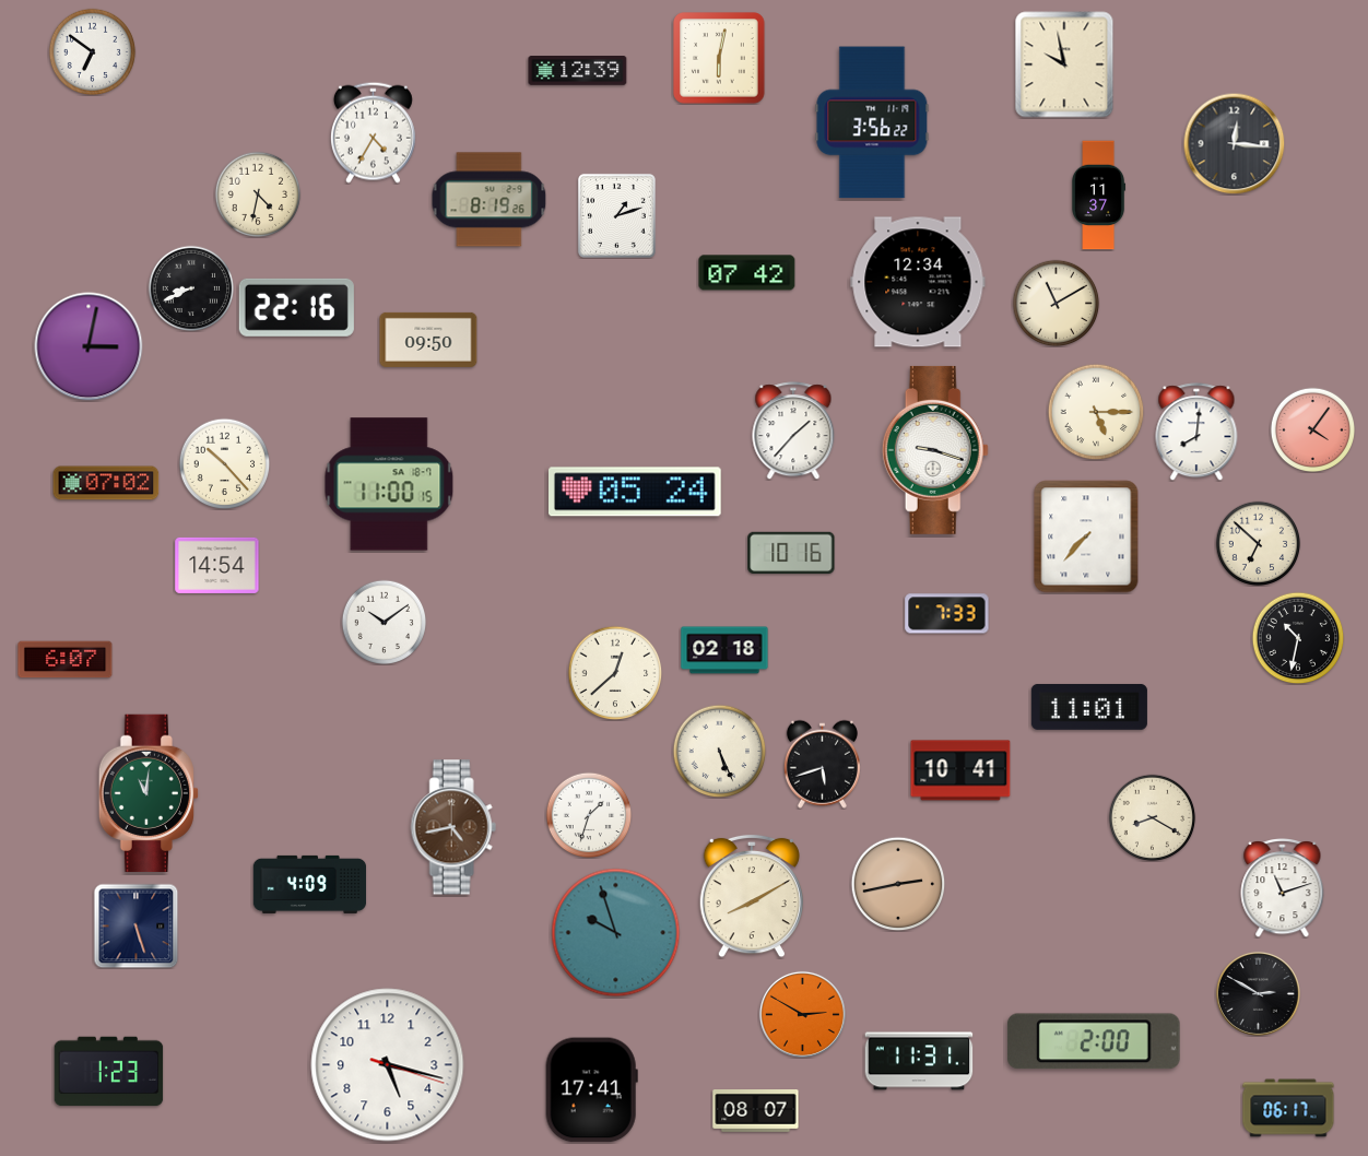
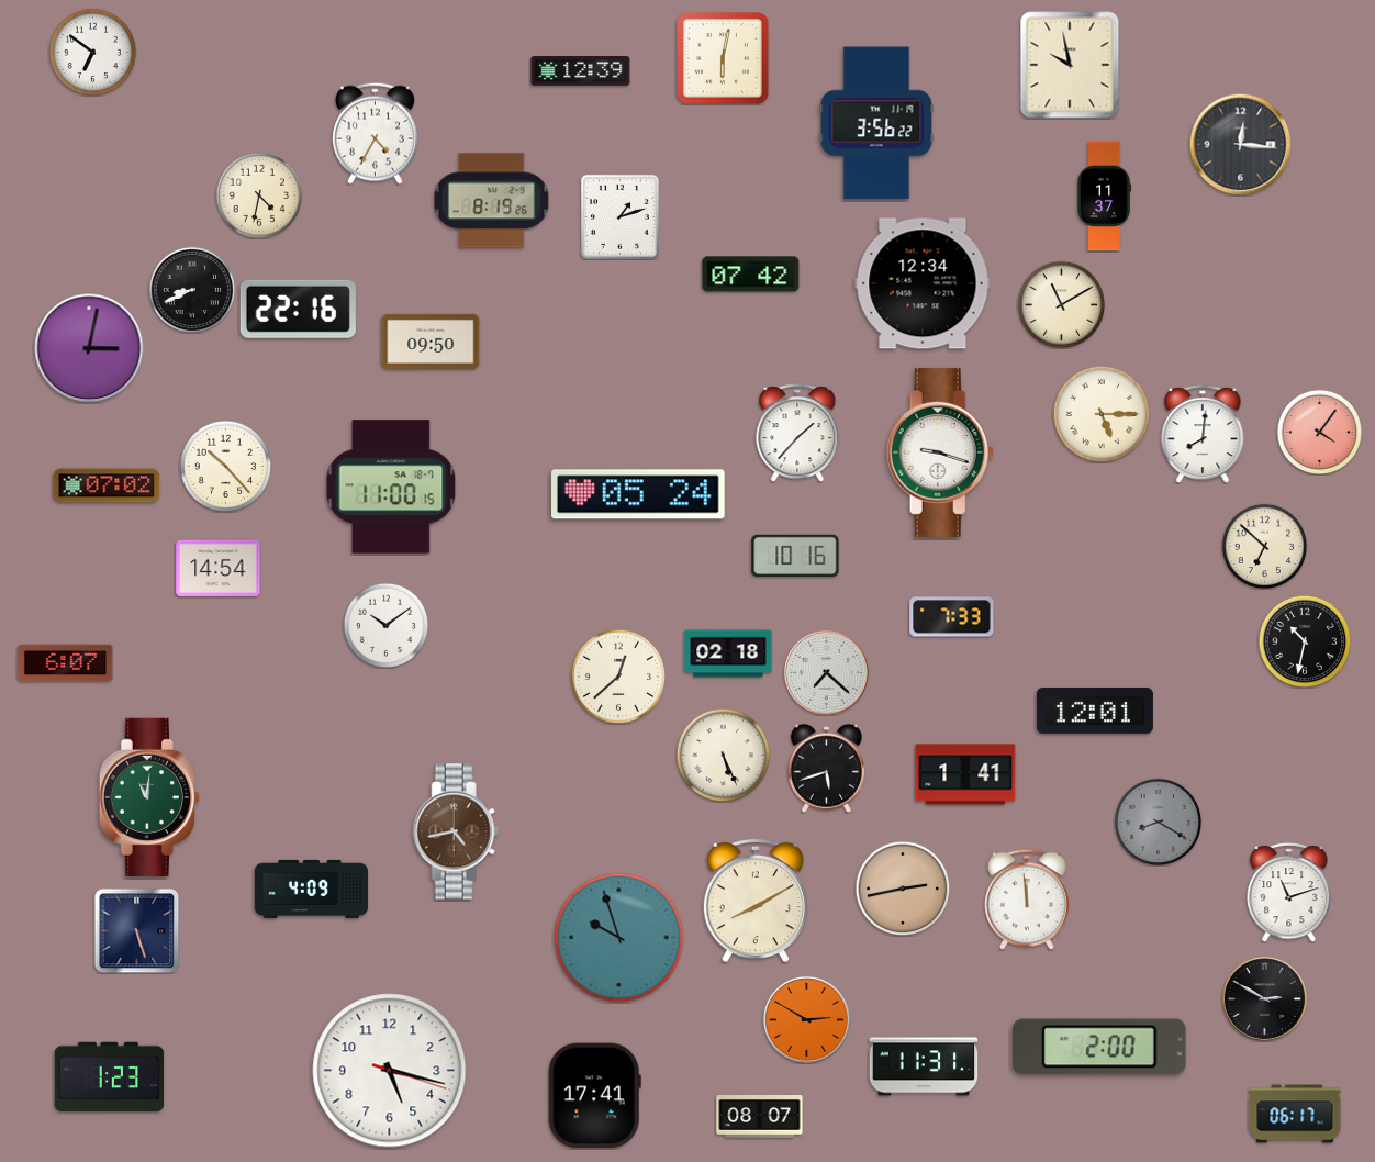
clock at (1086, 536): 7:37 -> none
clock at (826, 672): none -> 7:22
clock at (1089, 707): 11:01 -> 12:01
clock at (960, 770): 10:41 -> 1:41
clock at (589, 815): 1:33 -> none
clock at (1152, 817) dial: cream -> grey
clock at (1027, 900): none -> 11:59
